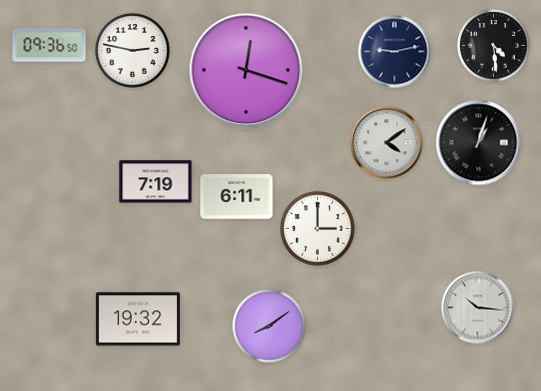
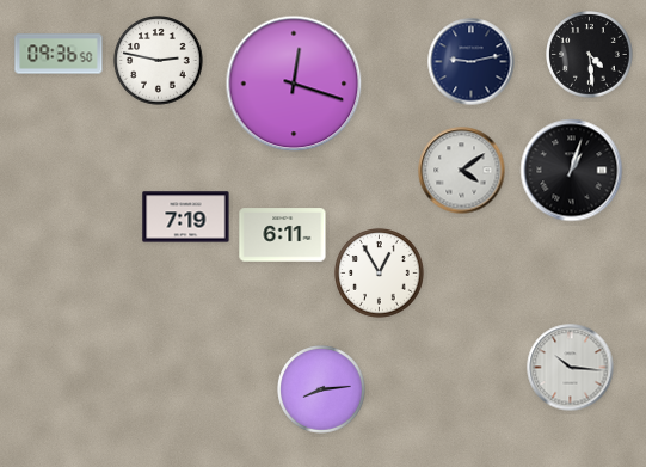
clock at (318, 229): 3:00 -> 12:55
clock at (138, 319): 19:32 -> none
clock at (269, 326): 8:09 -> 8:14
